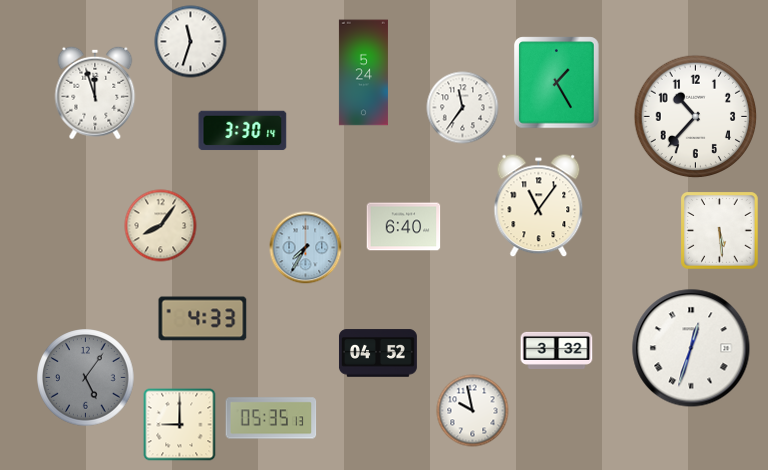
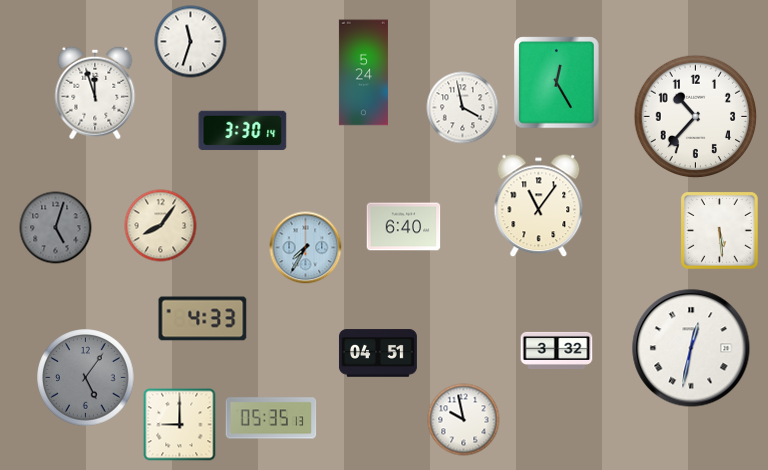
clock at (557, 83): 1:25 -> 12:25
clock at (463, 108): 11:36 -> 3:58
clock at (56, 228): none -> 5:03
clock at (691, 348): 12:33 -> 12:32
clock at (378, 353): 04:52 -> 04:51
clock at (473, 411) position: (473, 411) -> (464, 420)
